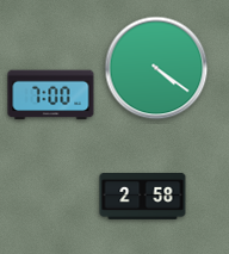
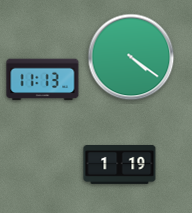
clock at (51, 95): 7:00 -> 11:13
clock at (143, 197): 2:58 -> 1:19
